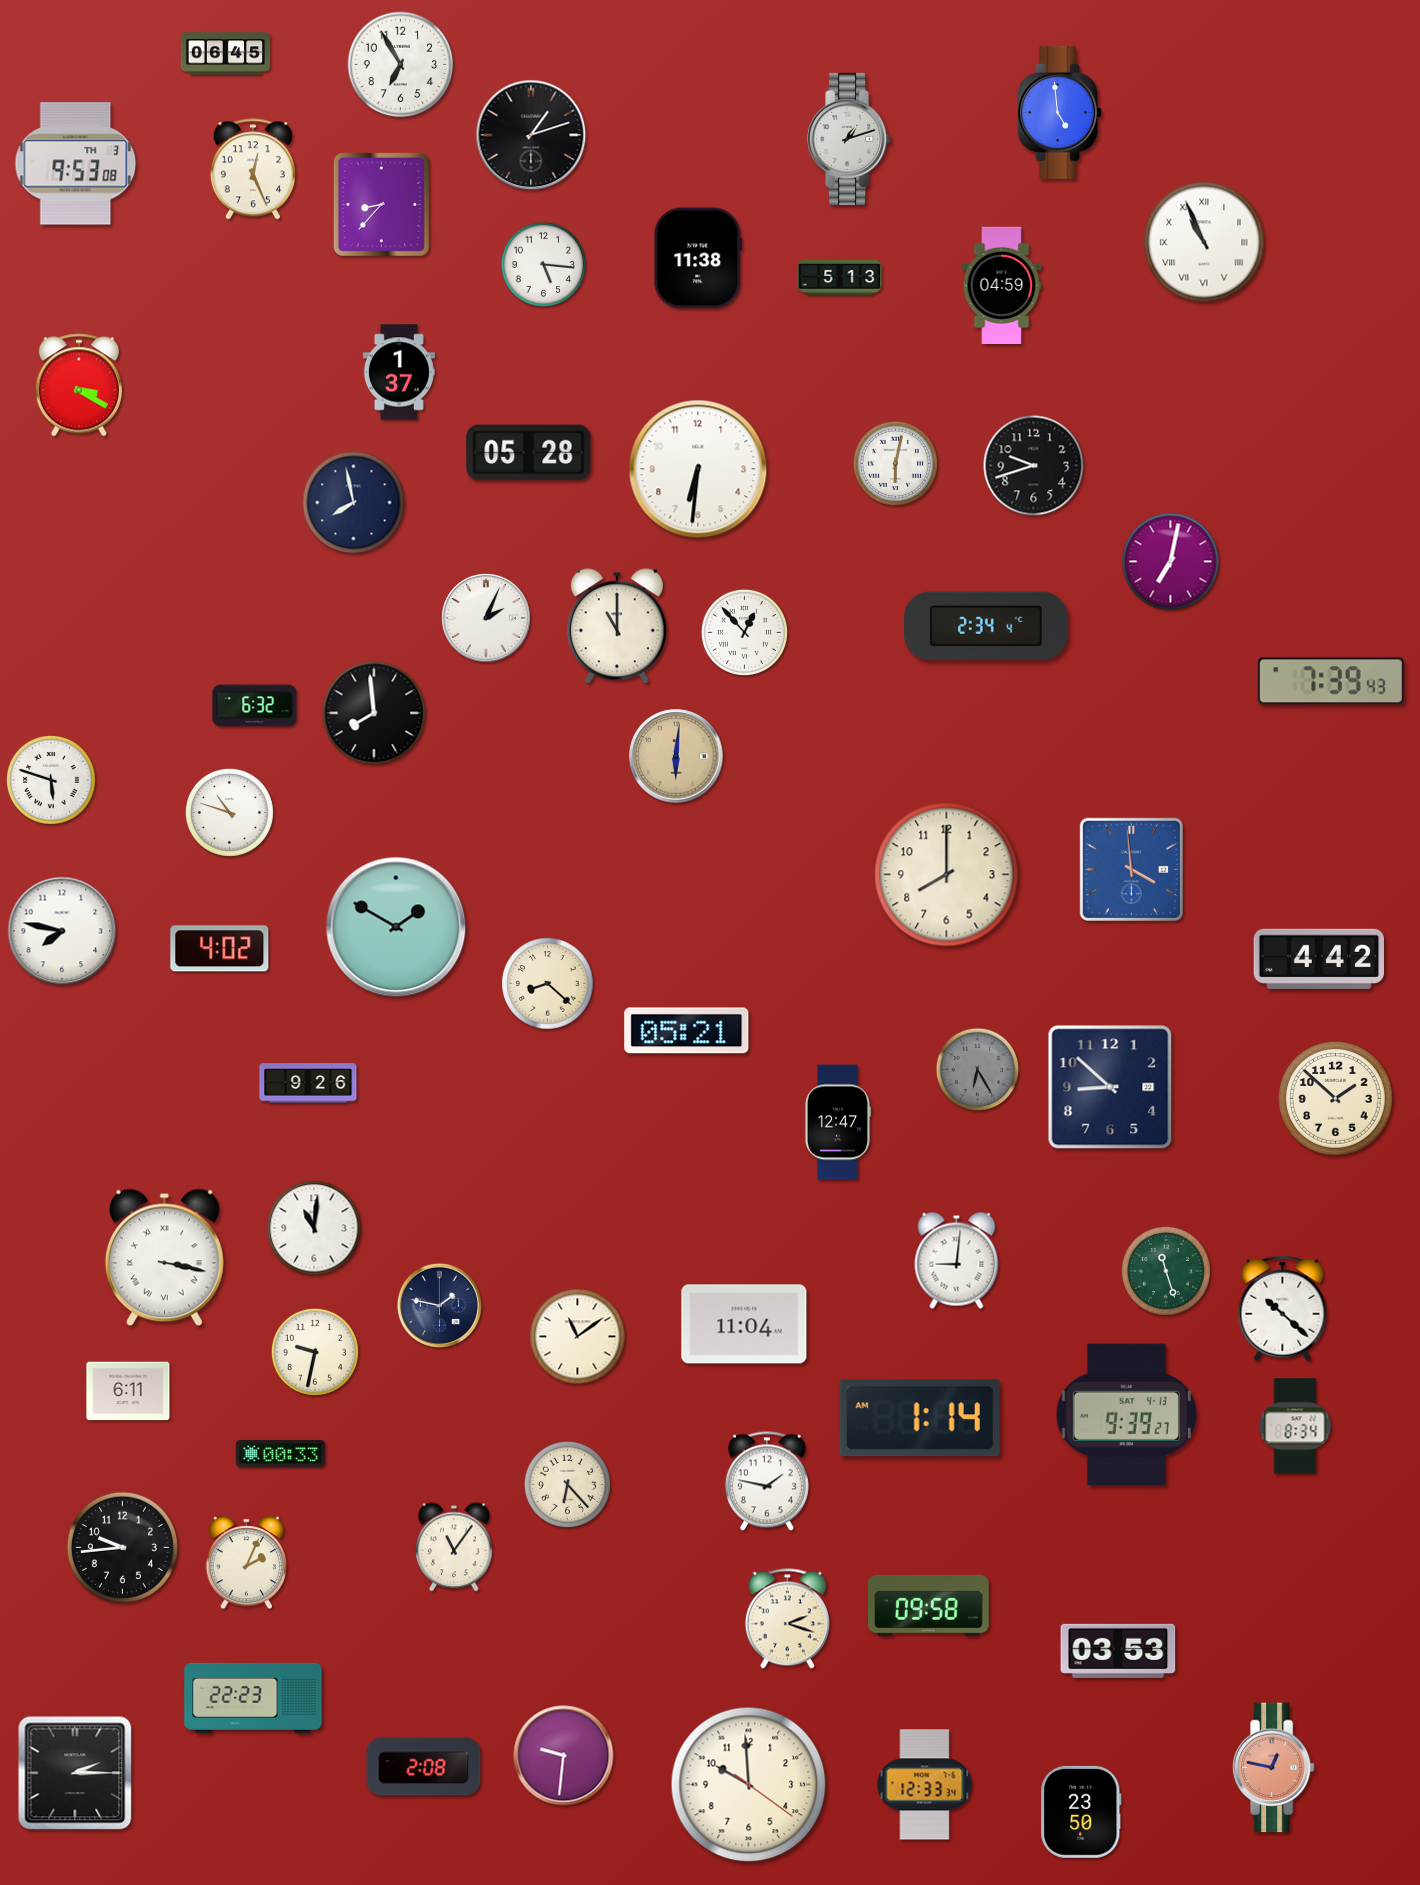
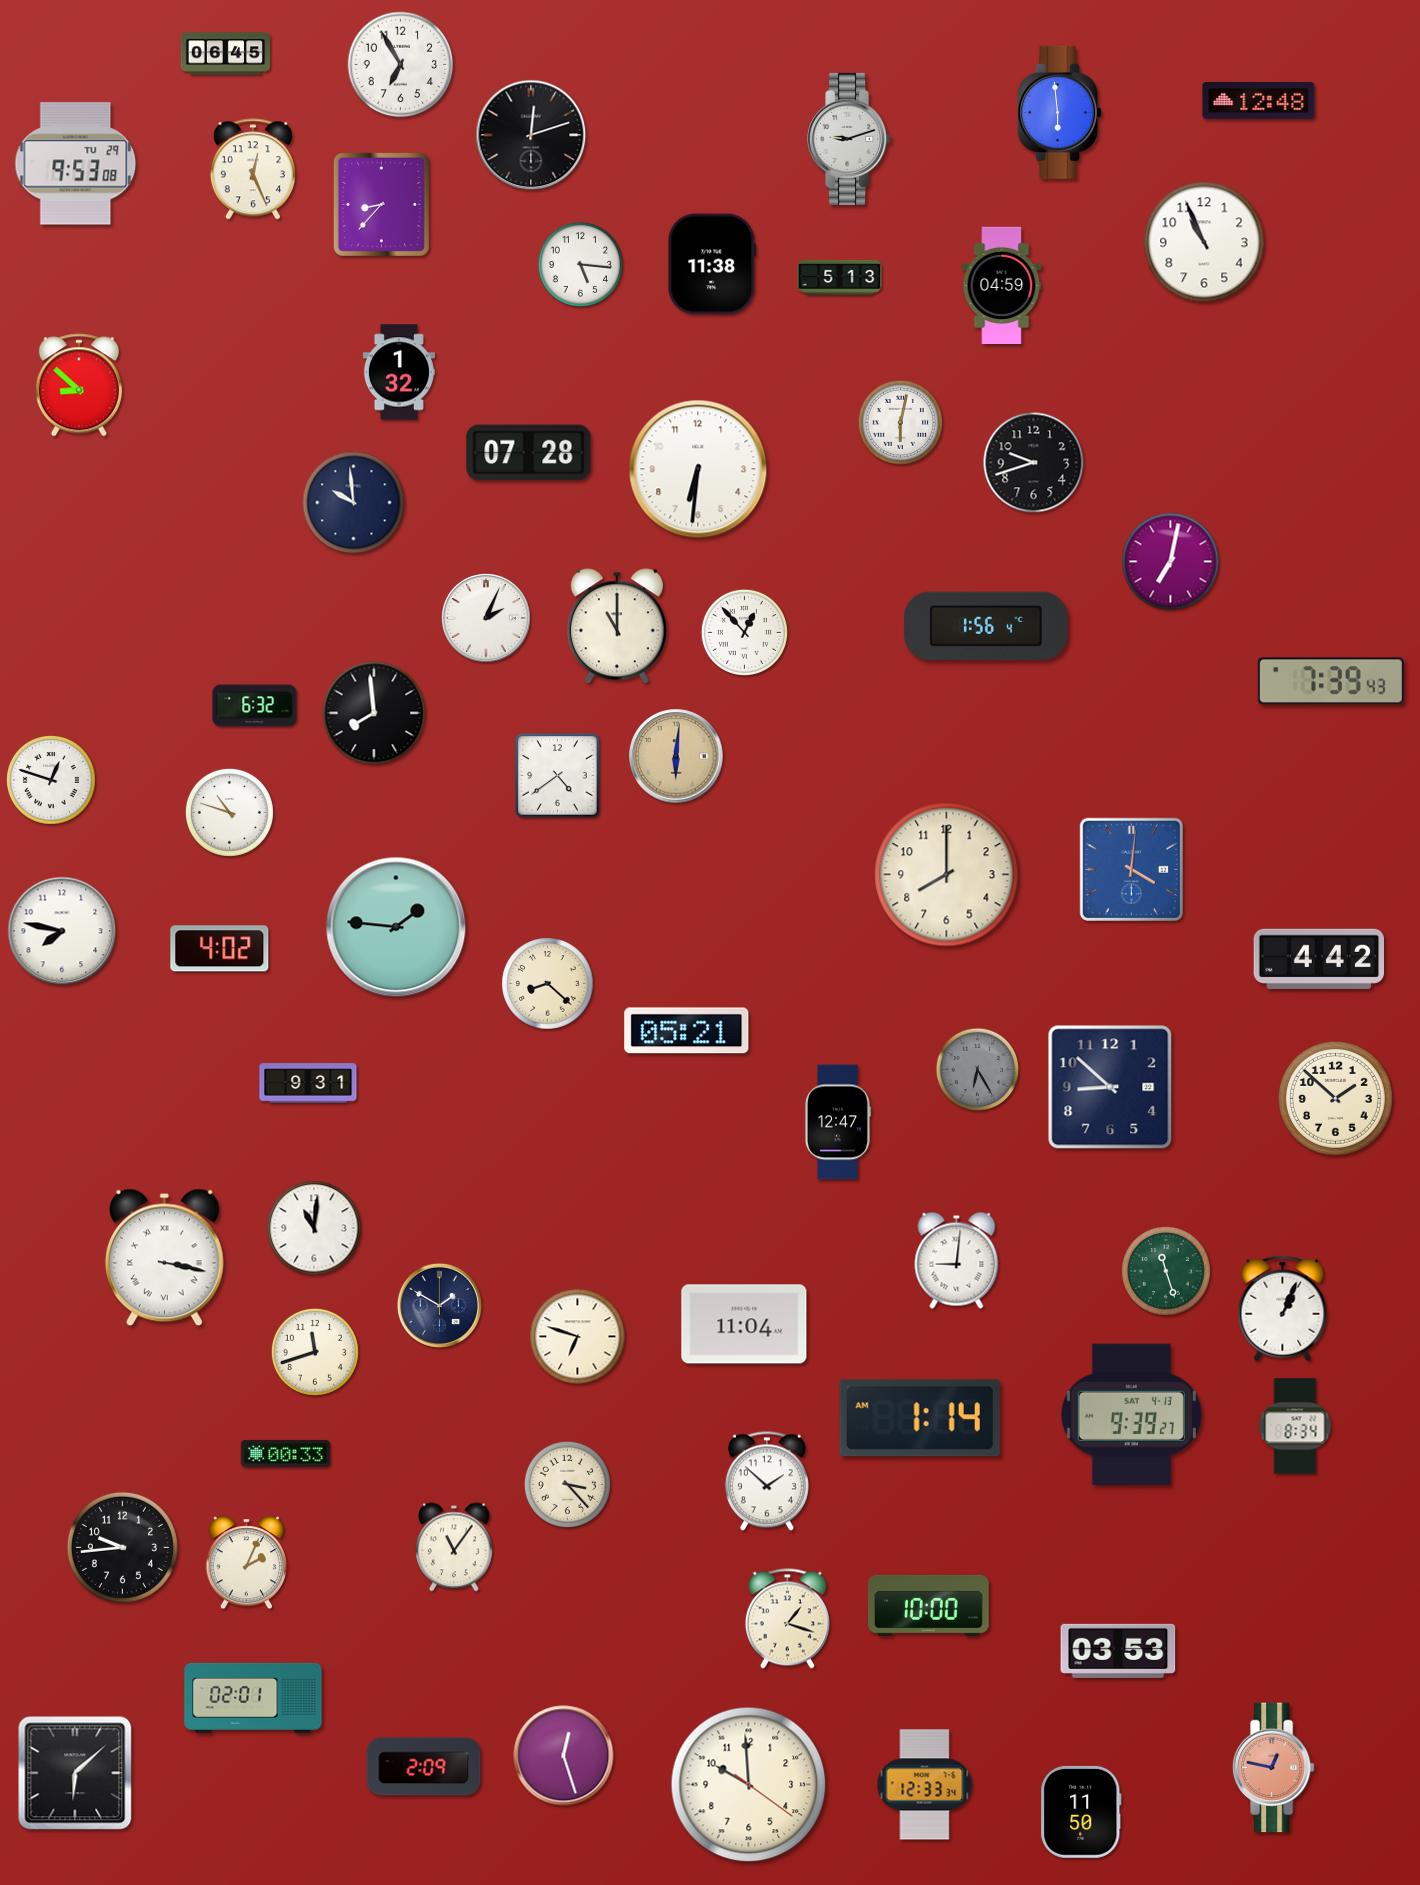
clock at (1259, 101): none -> 12:48
clock at (1060, 112): 4:59 -> 5:59
clock at (531, 135): 1:12 -> 12:12
clock at (850, 139): 1:12 -> 9:12
clock at (76, 164) date: TH 3 -> TU 29
clock at (1204, 242) numerals: Roman -> Arabic
clock at (698, 258) position: (698, 258) -> (712, 264)
clock at (543, 264) position: (543, 264) -> (580, 264)
clock at (399, 372): 1:37 -> 1:32
clock at (78, 385): 3:20 -> 8:52
clock at (529, 453): 05:28 -> 07:28
clock at (895, 463) position: (895, 463) -> (900, 422)
clock at (1034, 466) position: (1034, 466) -> (1034, 463)
clock at (354, 503): 7:58 -> 9:59
clock at (986, 625): 2:34 -> 1:56
clock at (558, 776): none -> 4:39
clock at (52, 781): 5:48 -> 12:48
clock at (1131, 869): 3:59 -> 4:01
clock at (396, 927): 1:50 -> 1:46
clock at (308, 1083): 9:26 -> 9:31
clock at (439, 1305): 1:47 -> 1:50
clock at (1283, 1309): 10:22 -> 1:04
clock at (578, 1337): 11:09 -> 6:48
clock at (315, 1352): 9:32 -> 11:42
clock at (128, 1391): 6:11 -> none
clock at (1126, 1414) position: (1126, 1414) -> (1131, 1414)
clock at (280, 1453) position: (280, 1453) -> (285, 1453)
clock at (767, 1481): 1:47 -> 1:52
clock at (567, 1484): 6:23 -> 3:23
clock at (929, 1605): 09:58 -> 10:00
clock at (787, 1619): 2:18 -> 1:18
clock at (253, 1698): 22:23 -> 02:01
clock at (564, 1756): 9:31 -> 12:27
clock at (424, 1767): 2:08 -> 2:09
clock at (75, 1773): 2:15 -> 6:08
clock at (1081, 1812): 23:50 -> 11:50
